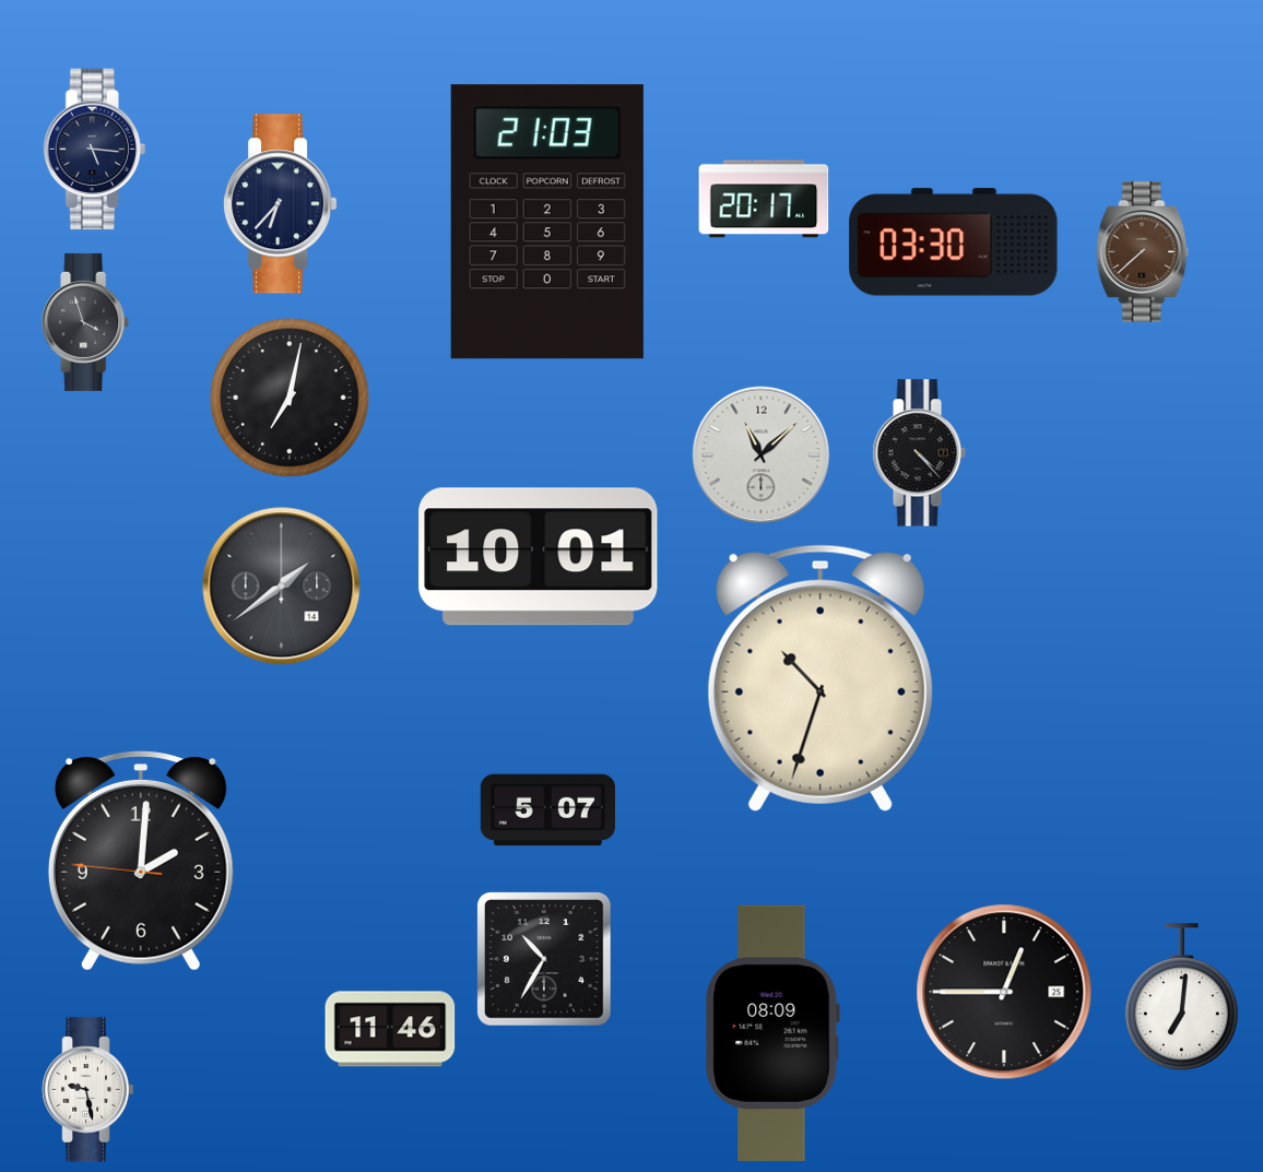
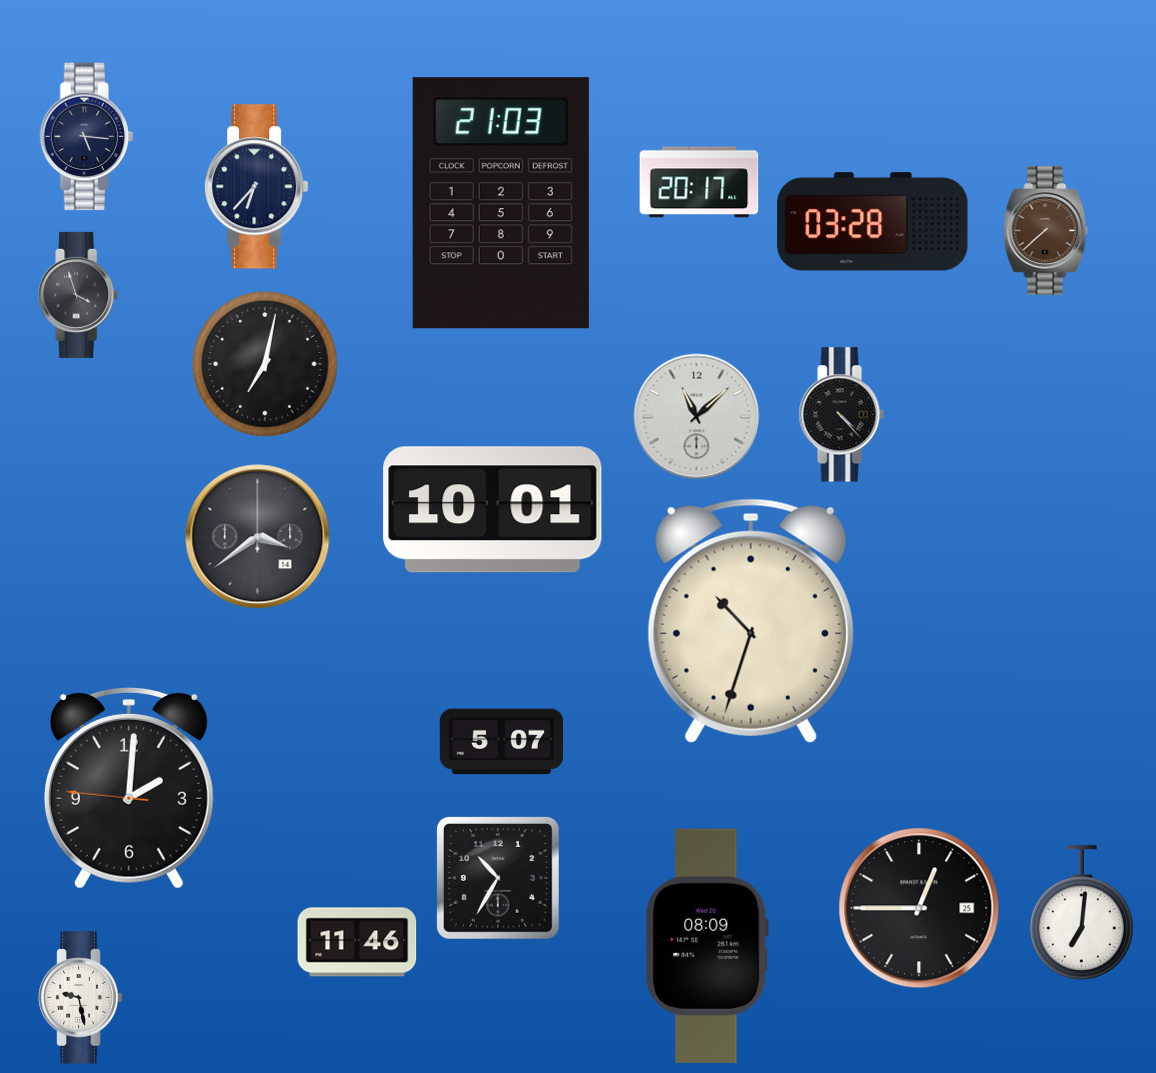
clock at (954, 242): 03:30 -> 03:28
clock at (282, 587): 1:39 -> 3:39
